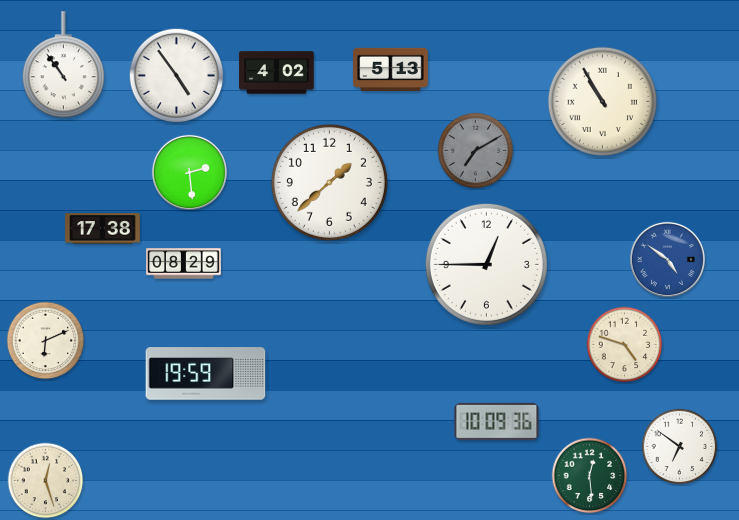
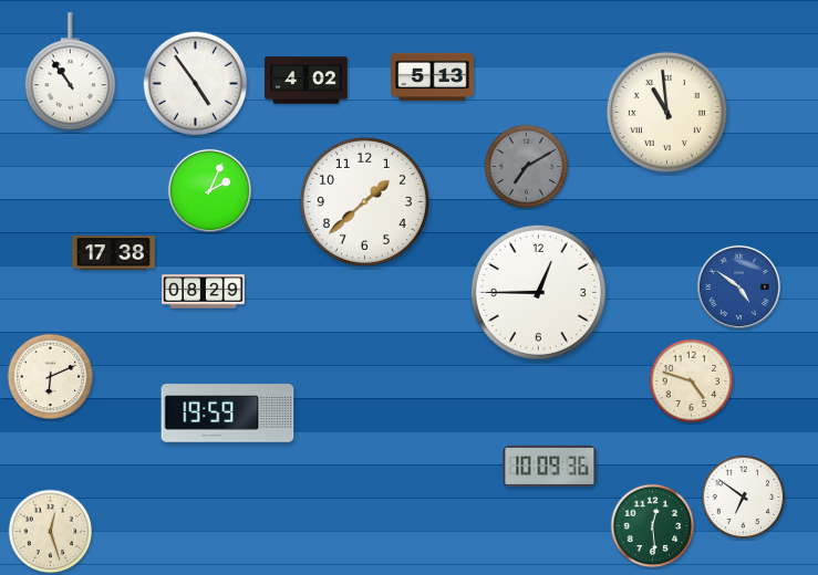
clock at (602, 101): 10:55 -> 10:59
clock at (189, 172): 2:29 -> 2:04
clock at (680, 447) position: (680, 447) -> (744, 498)
